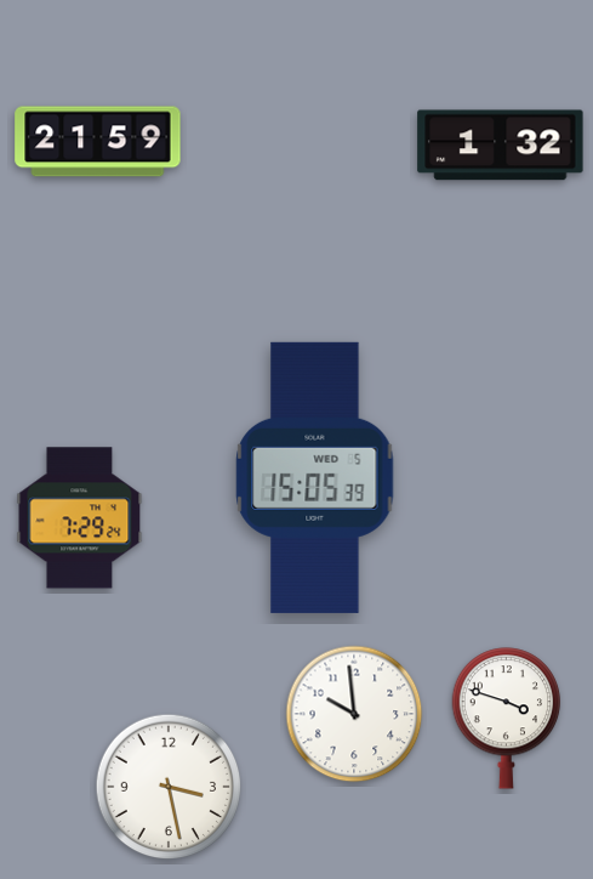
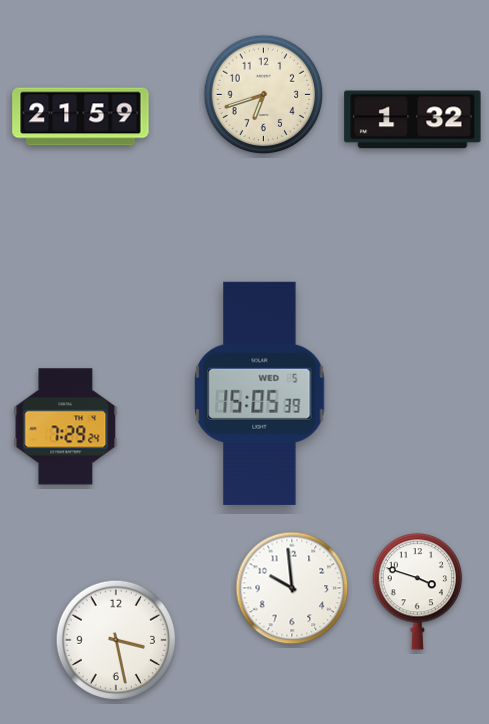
clock at (264, 95): none -> 6:42
clock at (169, 787) position: (169, 787) -> (116, 640)
